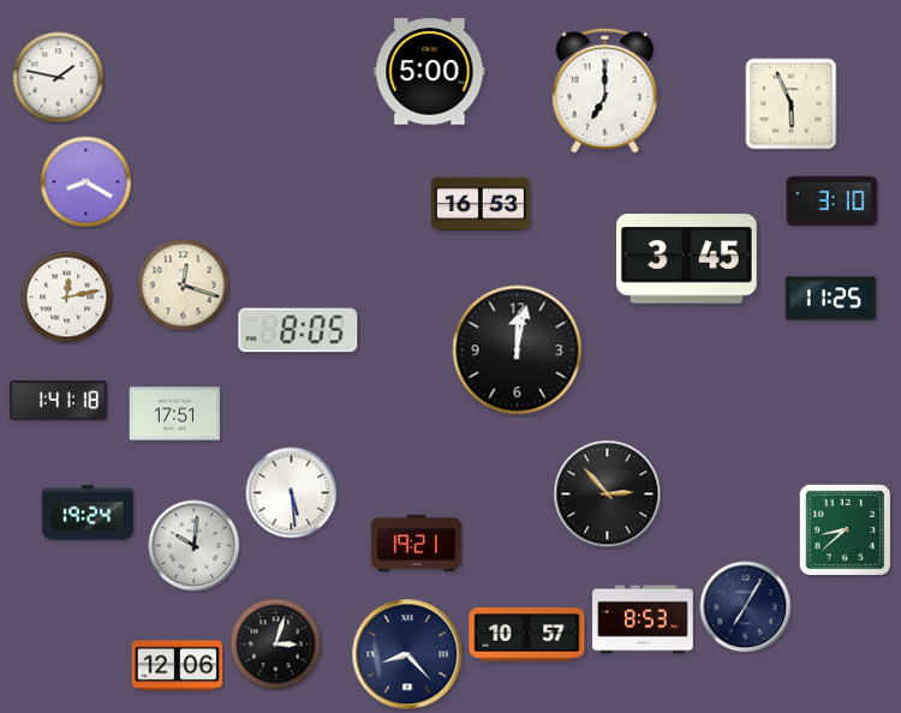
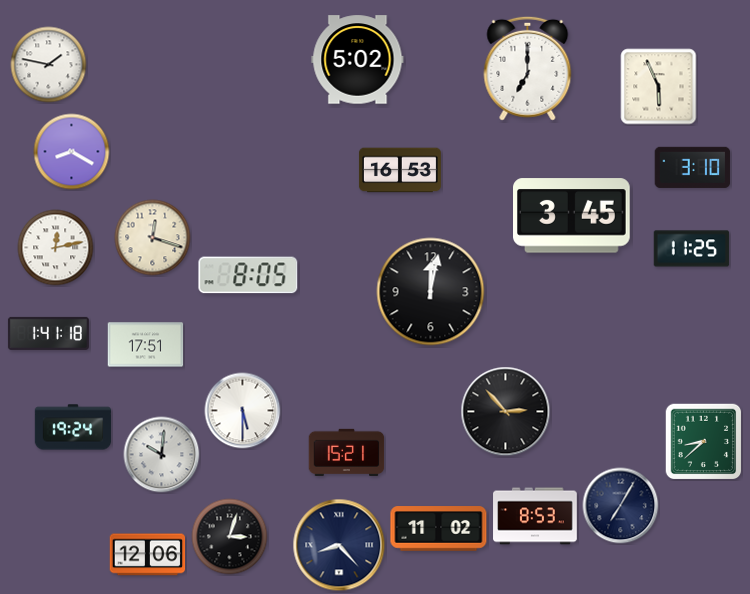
clock at (430, 72): 5:00 -> 5:02
clock at (605, 90) position: (605, 90) -> (528, 68)
clock at (292, 493): 5:29 -> 5:30
clock at (417, 543): 19:21 -> 15:21
clock at (527, 635): 10:57 -> 11:02
